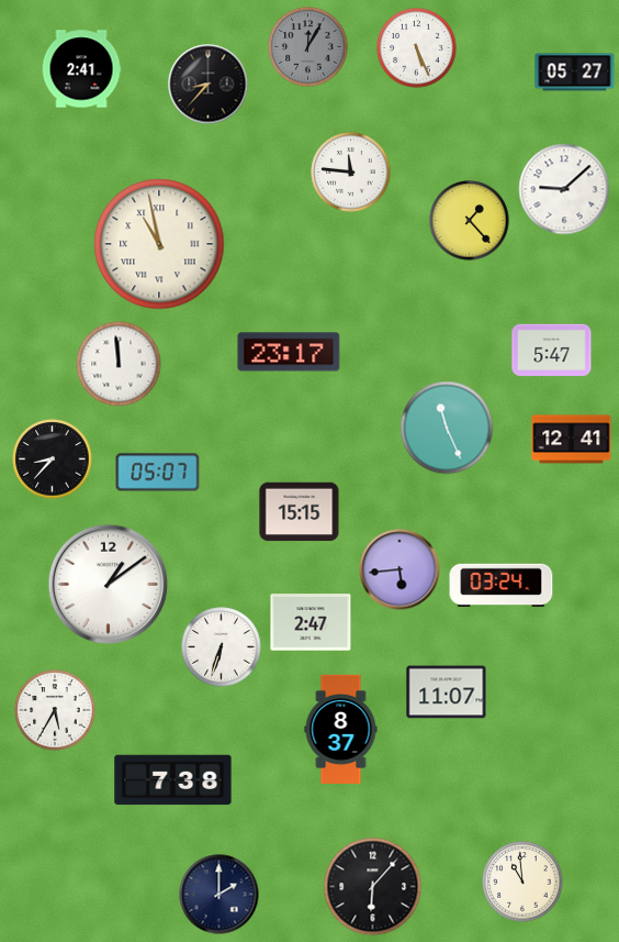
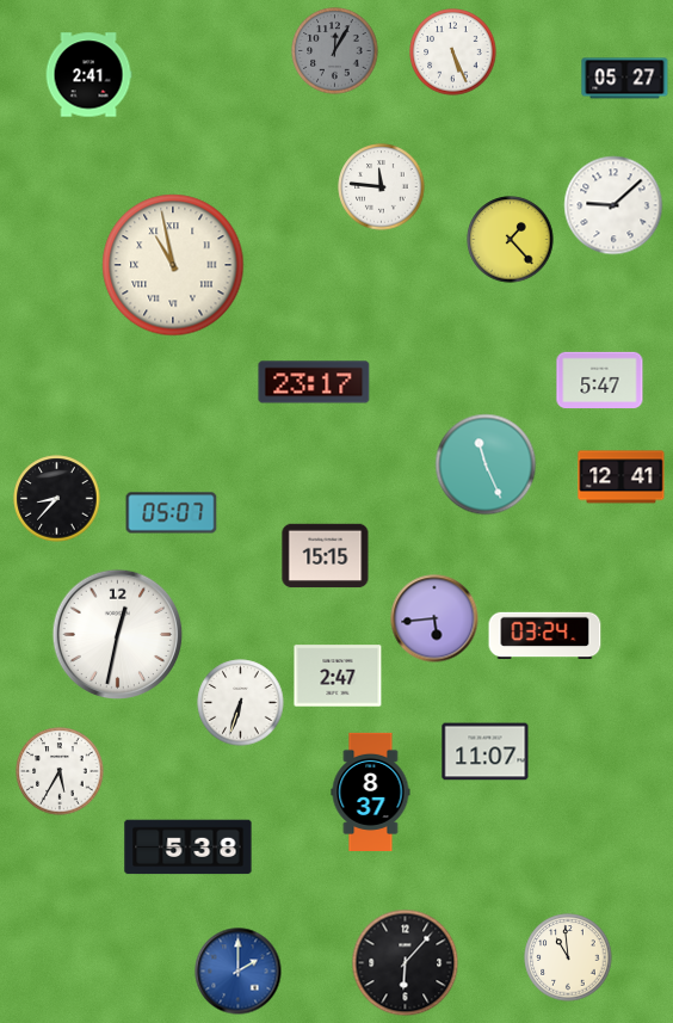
clock at (209, 85): 8:37 -> none
clock at (119, 364): 11:59 -> none
clock at (109, 585): 1:09 -> 12:32
clock at (173, 780): 7:38 -> 5:38
clock at (220, 895) dial: navy -> blue
